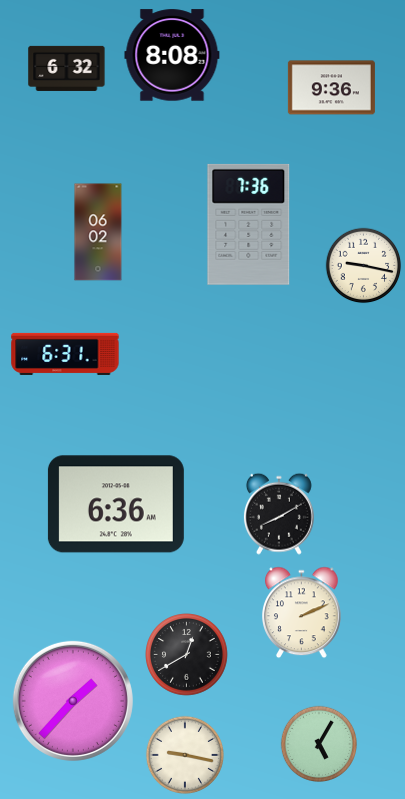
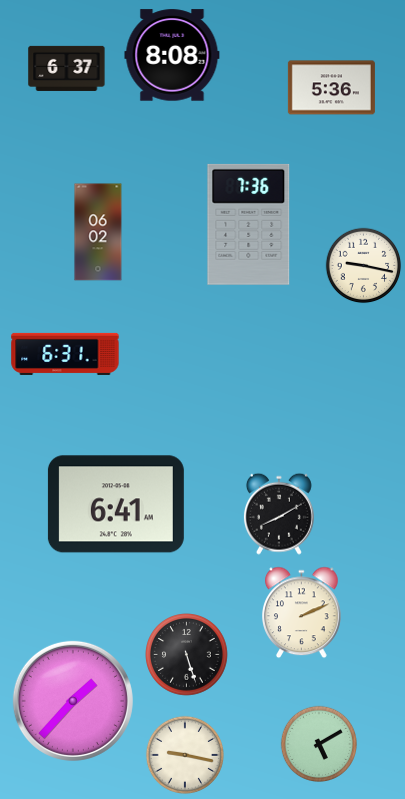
clock at (67, 68): 6:32 -> 6:37
clock at (331, 88): 9:36 -> 5:36
clock at (116, 504): 6:36 -> 6:41
clock at (187, 655): 12:40 -> 5:27
clock at (319, 744): 5:05 -> 5:10
